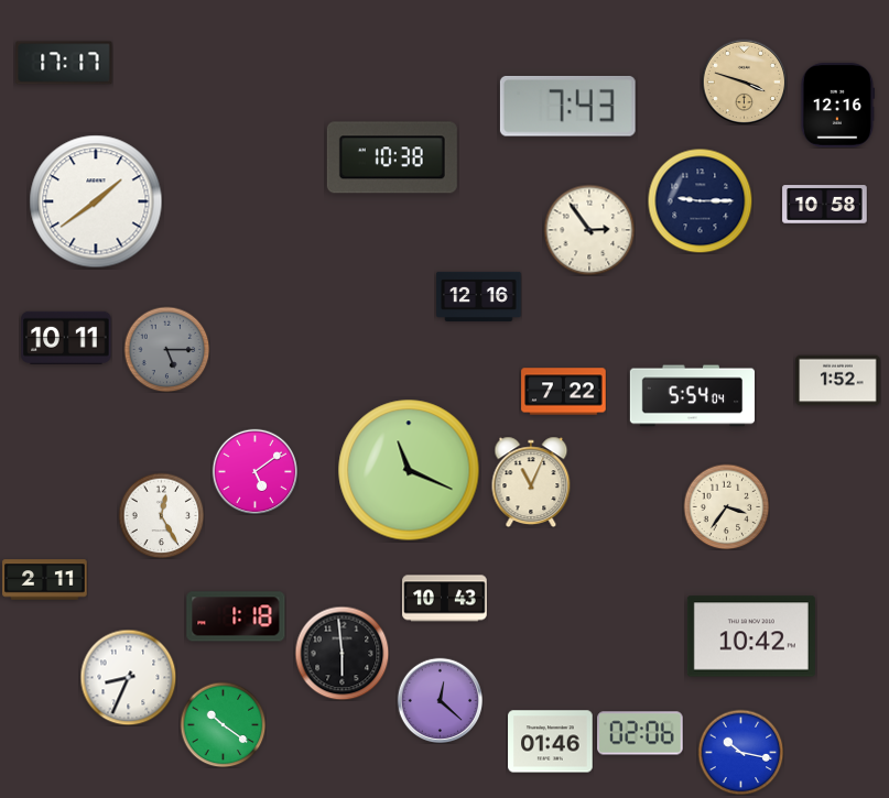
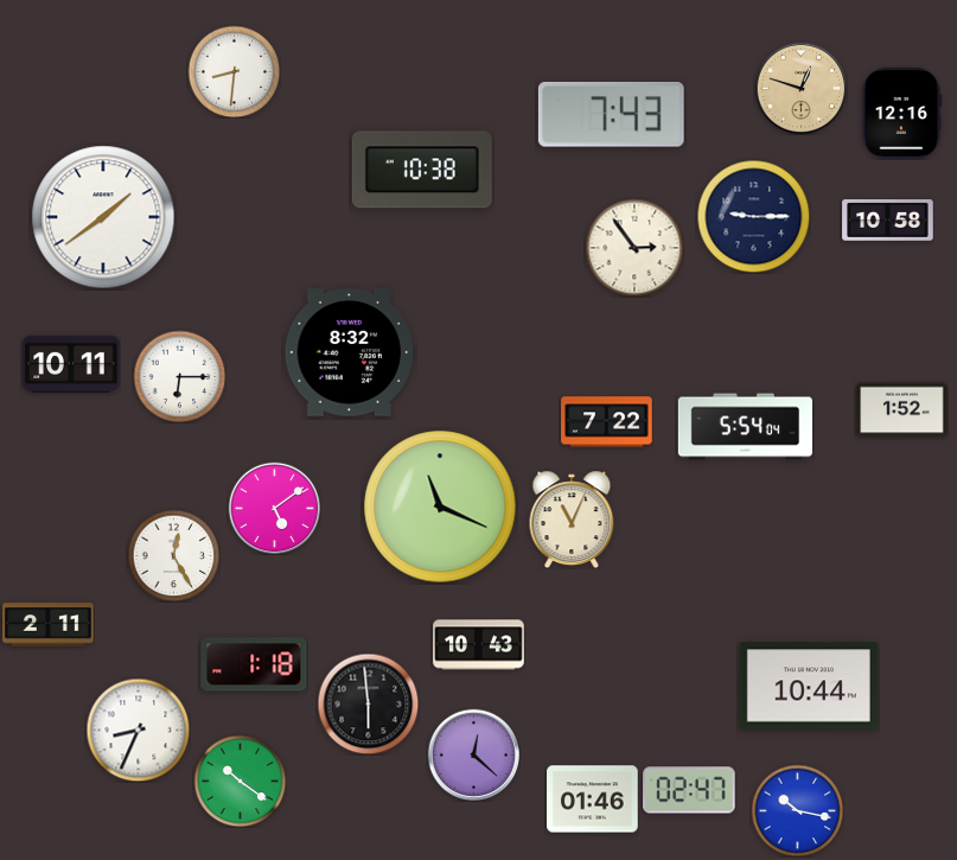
clock at (64, 63): 17:17 -> none
clock at (234, 71): none -> 8:31
clock at (744, 81): 3:48 -> 12:48
clock at (479, 296): 12:16 -> none
clock at (350, 352): none -> 8:32
clock at (166, 349): 5:15 -> 6:15
clock at (166, 349) dial: grey -> white
clock at (726, 506): 3:36 -> none
clock at (751, 636): 10:42 -> 10:44
clock at (640, 733): 02:06 -> 02:47
